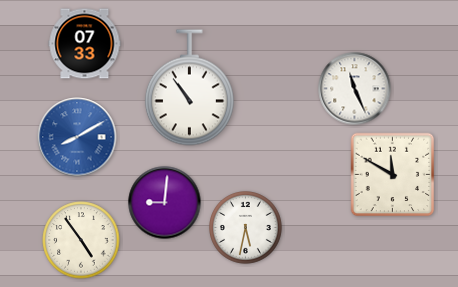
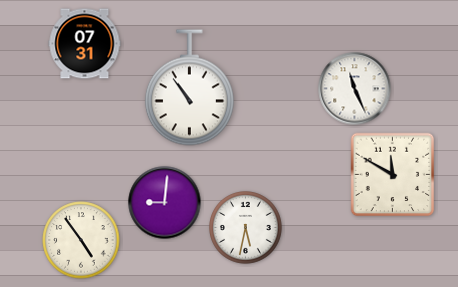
clock at (85, 44): 07:33 -> 07:31
clock at (77, 137): 8:10 -> none
